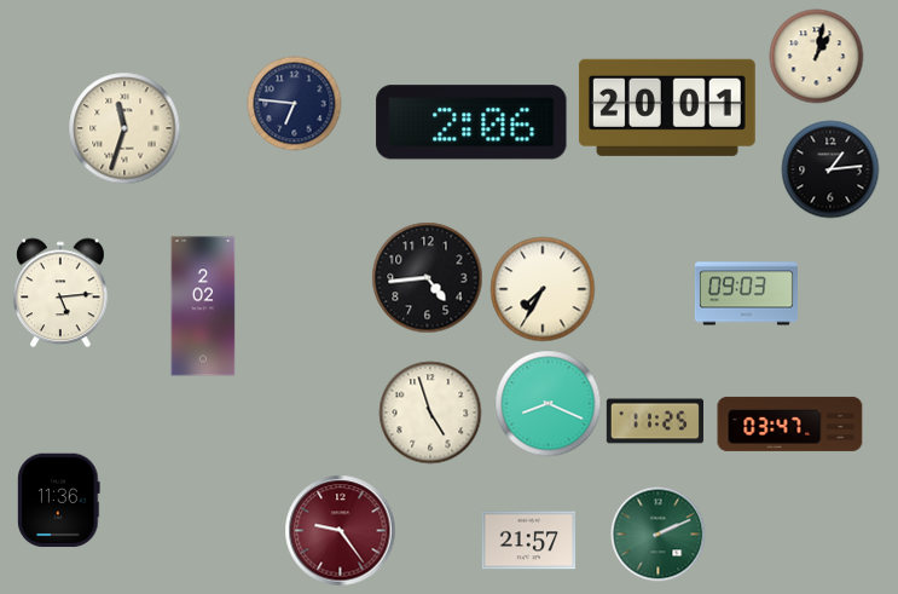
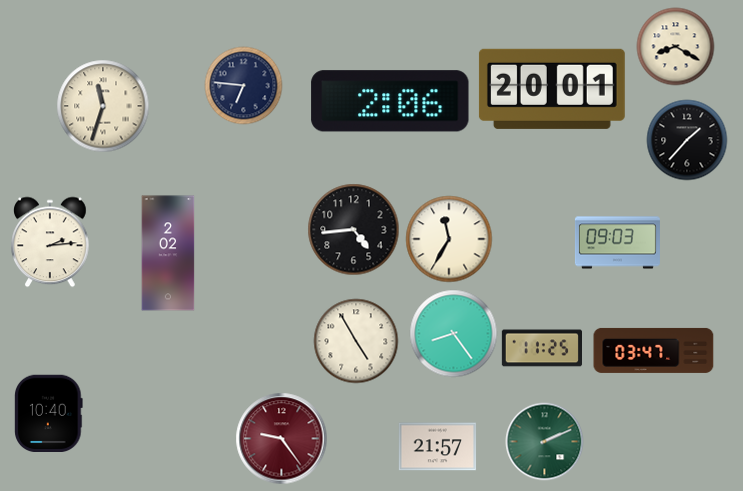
clock at (816, 56): 1:02 -> 8:20
clock at (830, 169): 1:14 -> 1:37
clock at (543, 289): 7:35 -> 11:35
clock at (60, 293): 5:14 -> 2:14
clock at (548, 403): 8:19 -> 8:24
clock at (430, 413): 4:57 -> 4:55
clock at (59, 500): 11:36 -> 10:40
